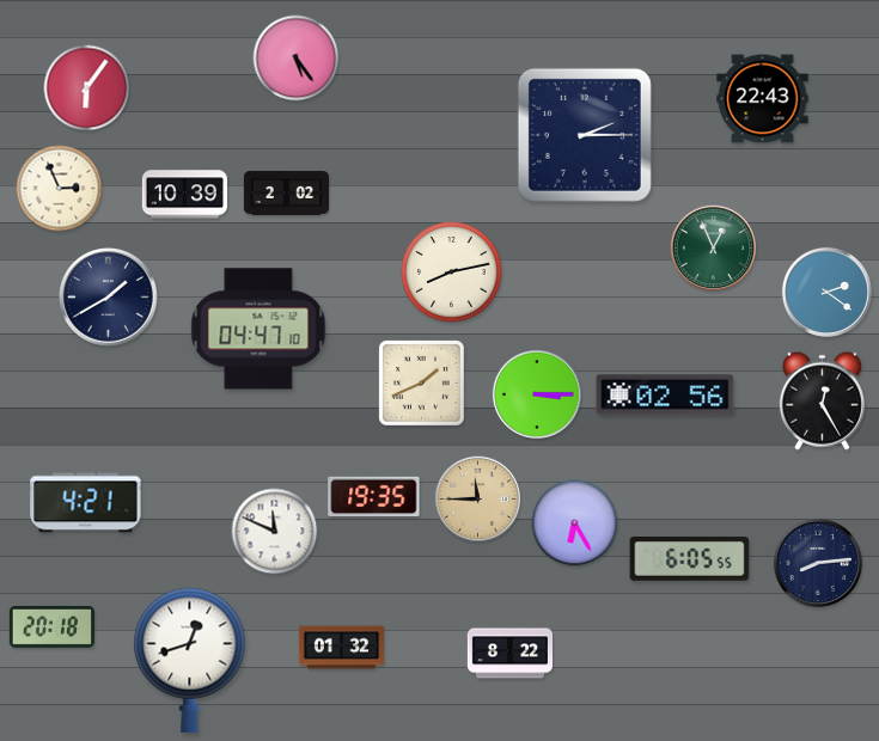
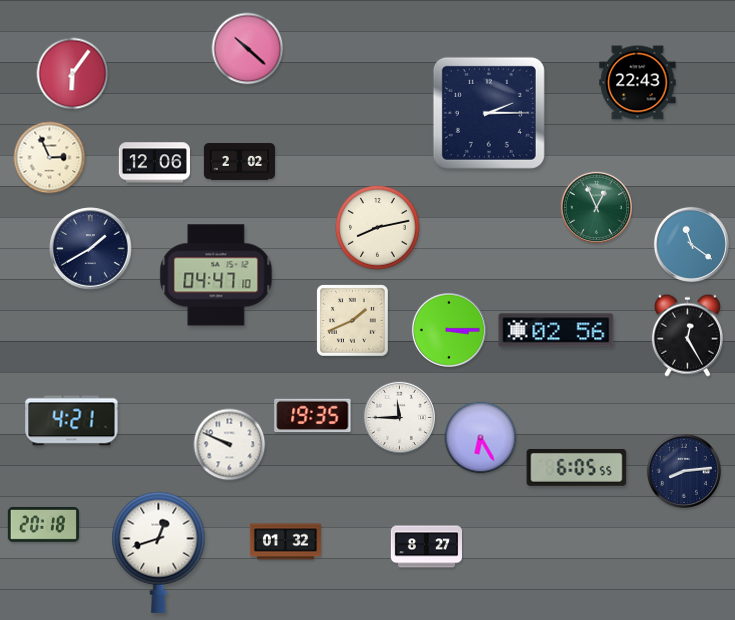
clock at (297, 59): 5:24 -> 10:22
clock at (184, 195): 10:39 -> 12:06
clock at (826, 292): 2:21 -> 11:21
clock at (477, 498) dial: champagne -> white
clock at (275, 532): 11:49 -> 9:49
clock at (509, 654): 8:22 -> 8:27
